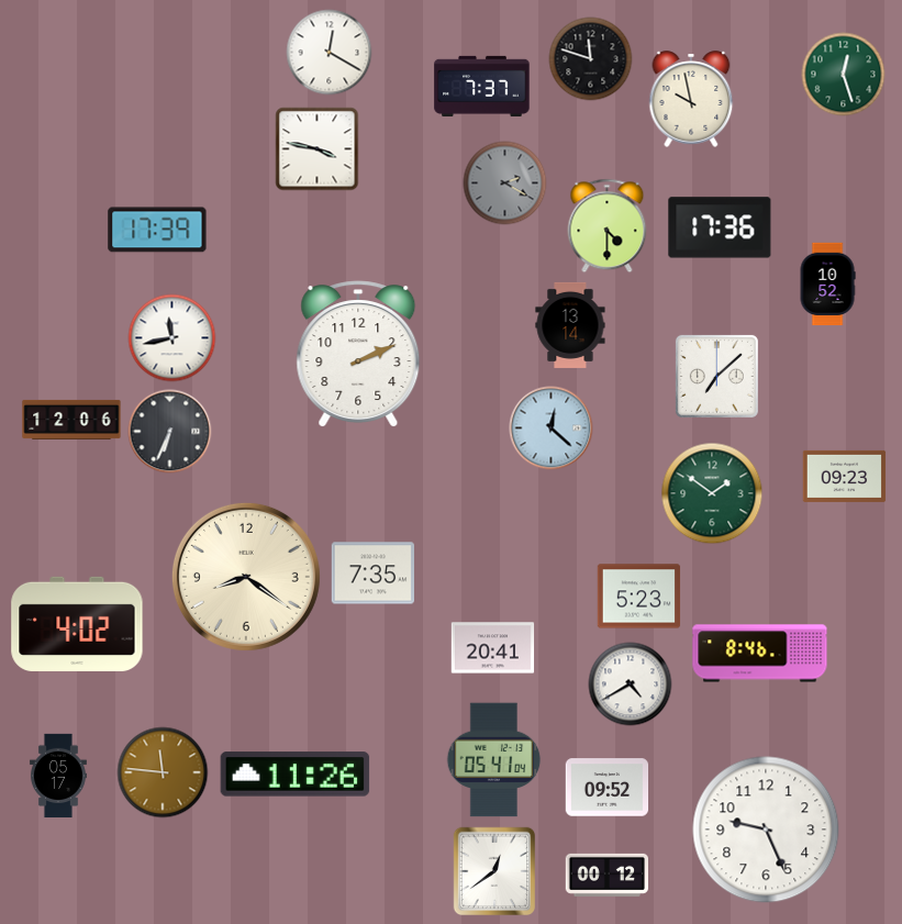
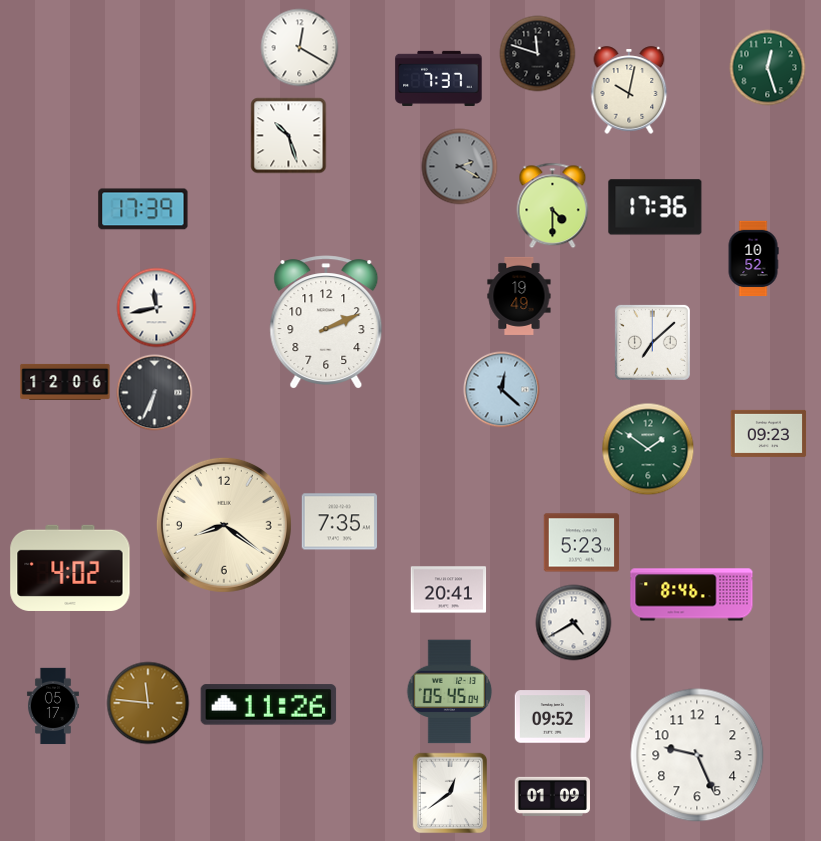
clock at (691, 99): 9:58 -> 10:02
clock at (318, 149): 3:47 -> 10:27
clock at (570, 325): 13:14 -> 19:49
clock at (494, 760): 05:41 -> 05:45
clock at (608, 875): 00:12 -> 01:09
